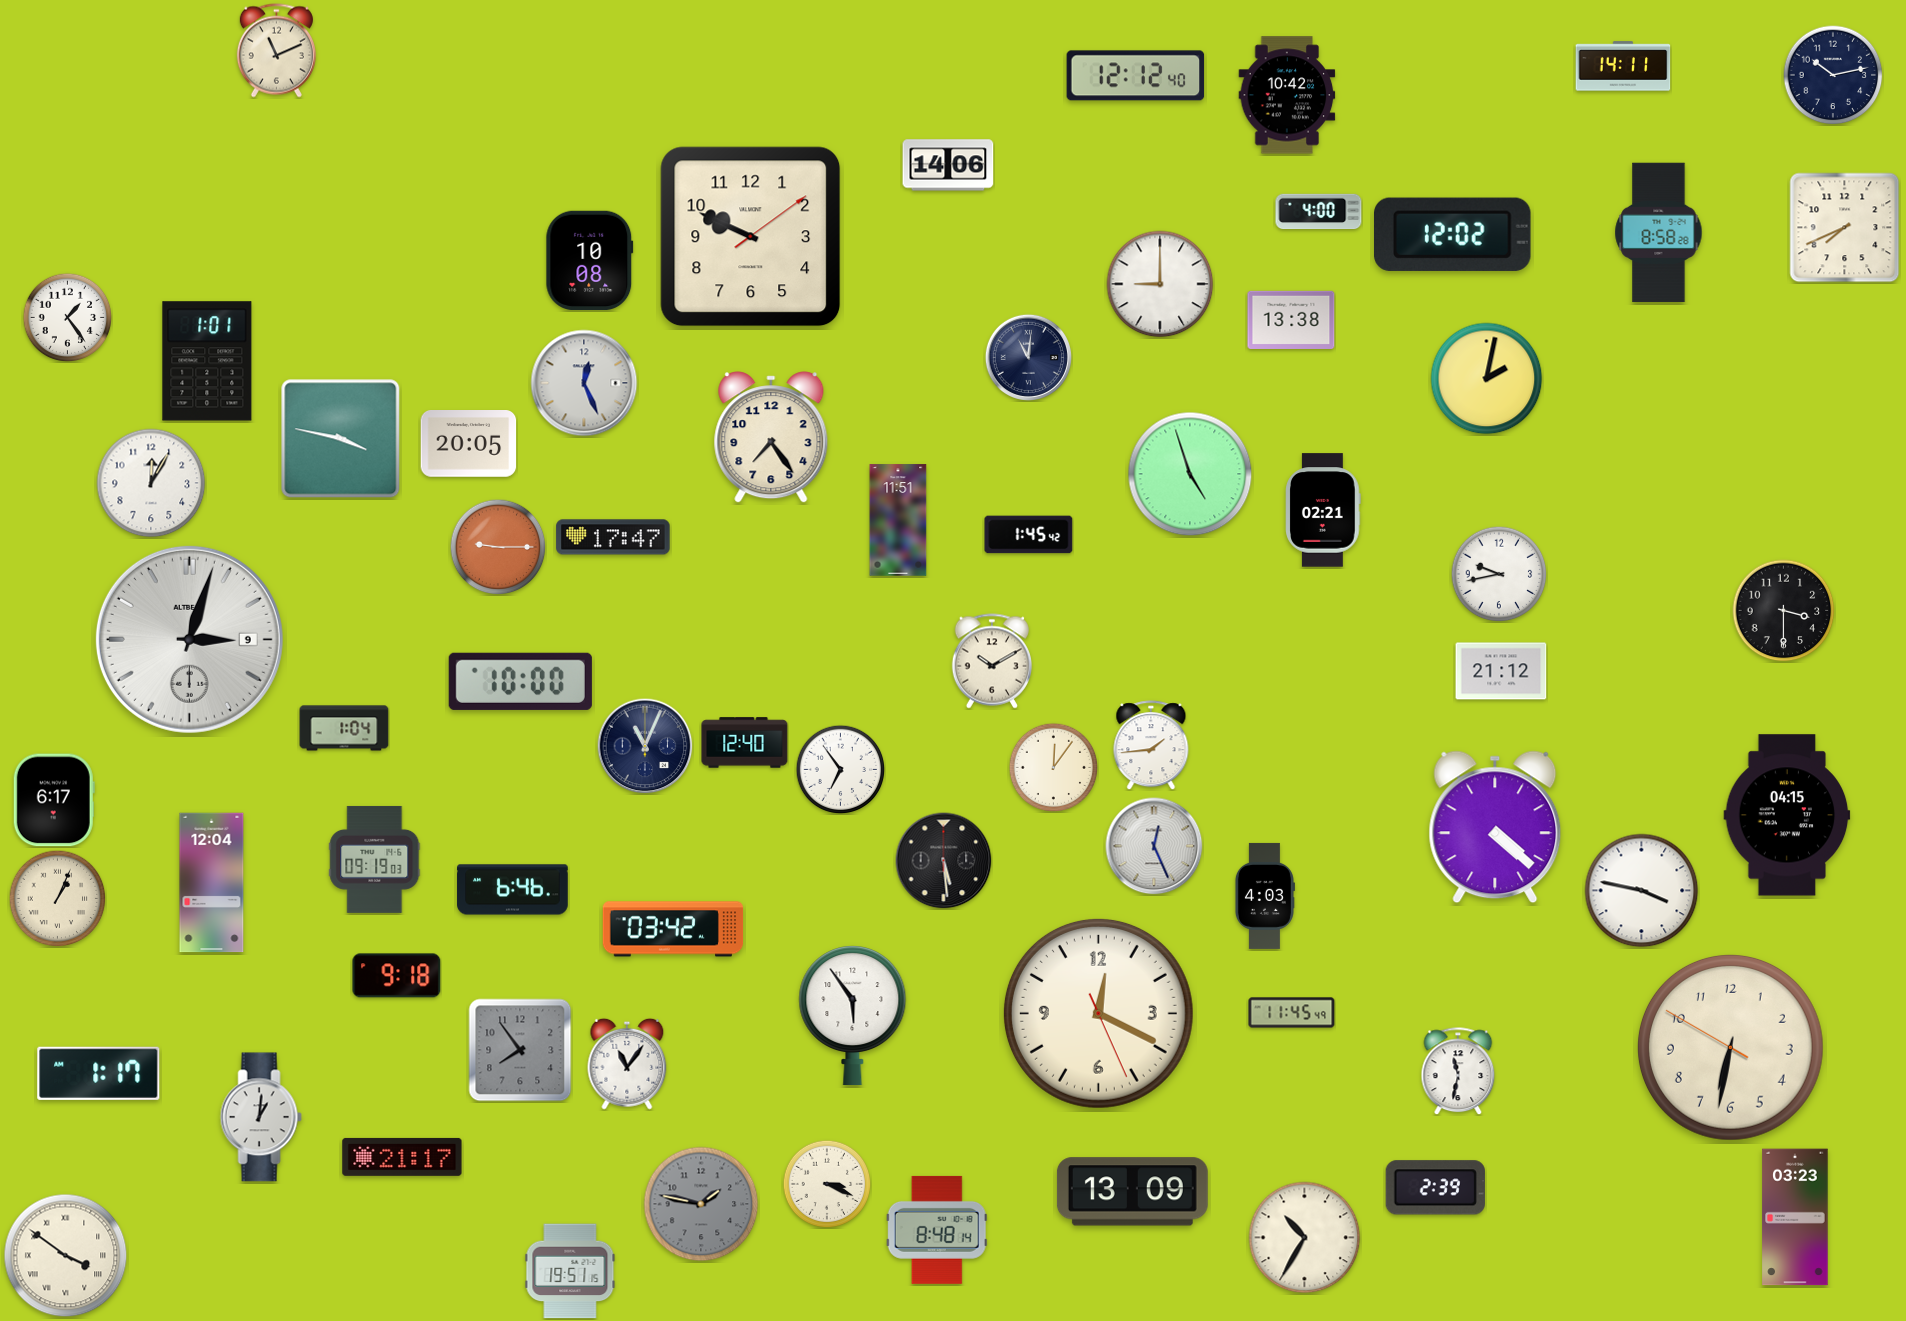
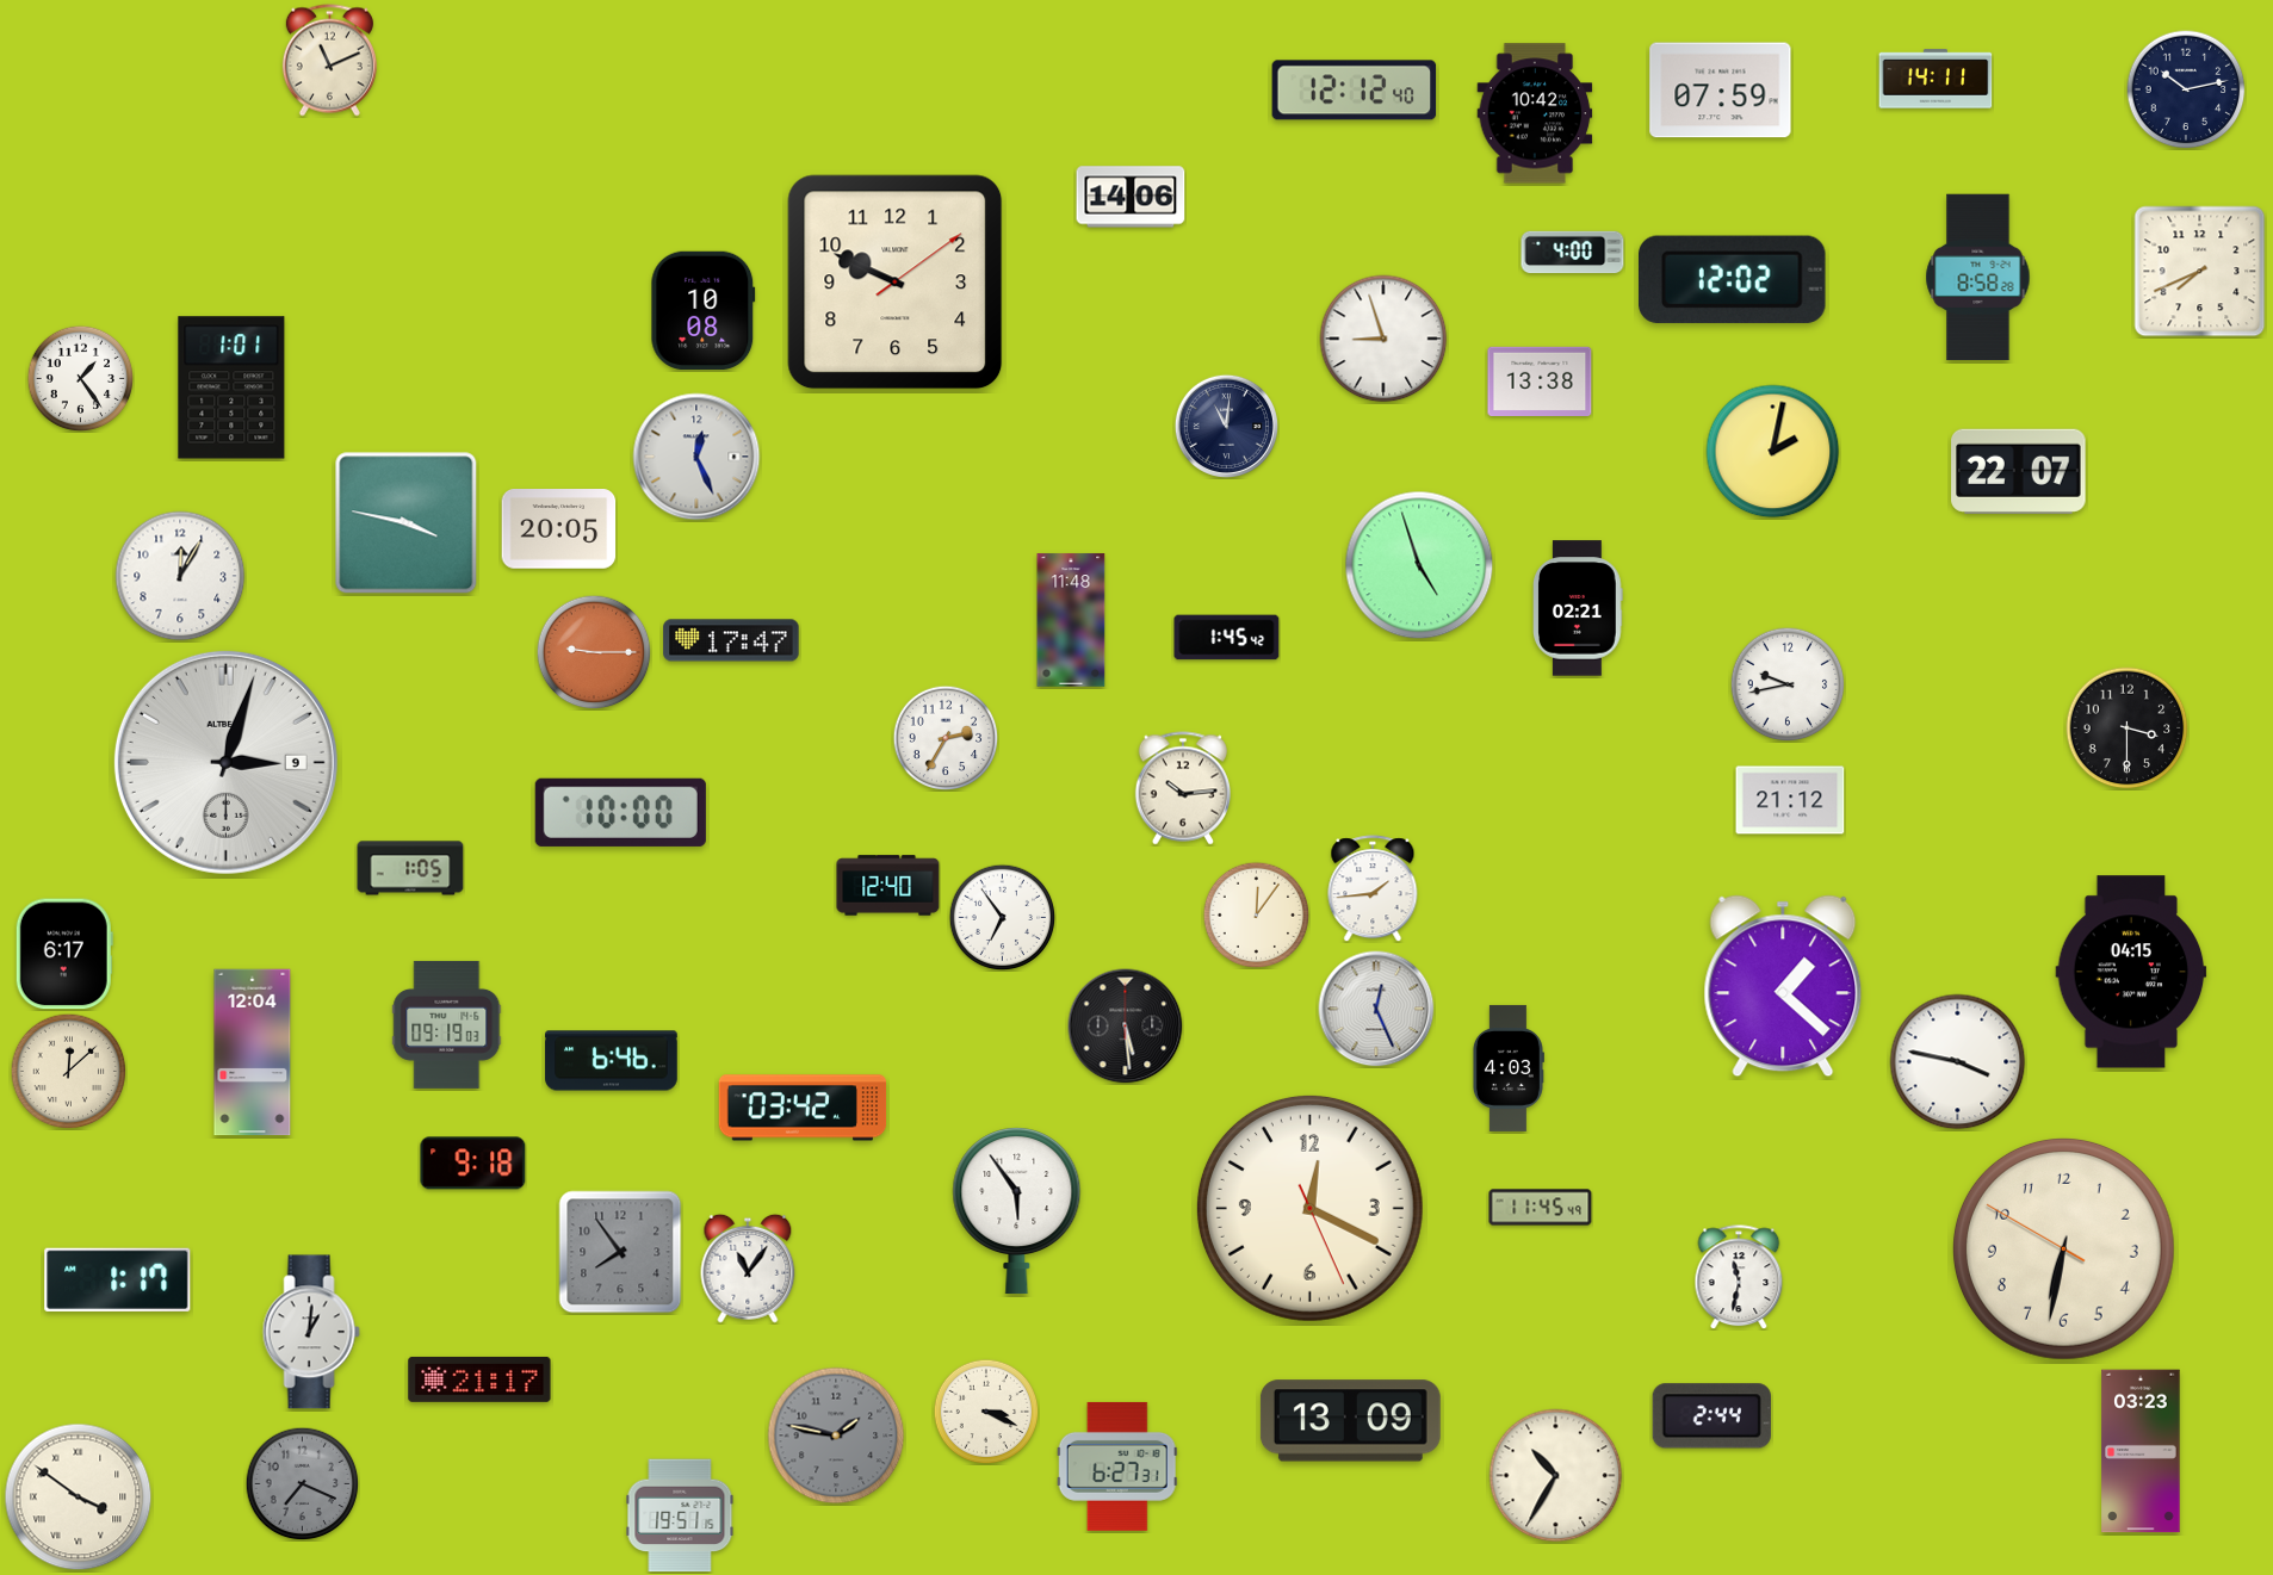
clock at (1721, 91): none -> 07:59
clock at (1160, 284): 9:00 -> 8:57
clock at (207, 361) position: (207, 361) -> (231, 387)
clock at (2019, 471): none -> 22:07
clock at (771, 437): 7:24 -> none
clock at (898, 520): 11:51 -> 11:48
clock at (946, 738): none -> 2:35
clock at (991, 661): 10:10 -> 10:14
clock at (344, 728): 1:04 -> 1:05
clock at (645, 746): 11:04 -> none
clock at (1495, 827): 4:22 -> 1:22
clock at (57, 898): 1:04 -> 12:08
clock at (1435, 1188): 2:39 -> 2:44
clock at (937, 1230): 8:48 -> 6:27
clock at (302, 1483): none -> 7:19
